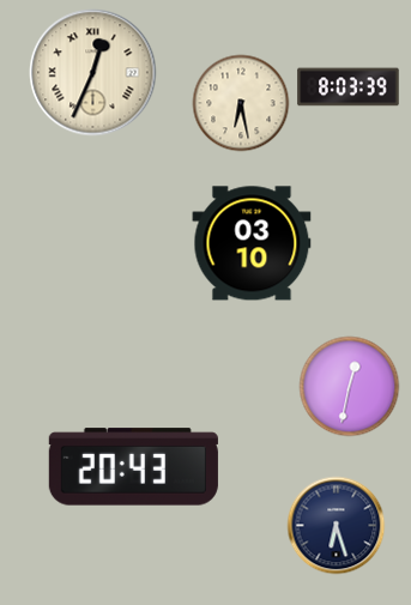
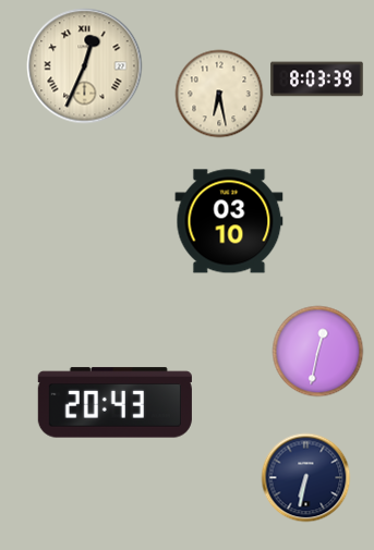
clock at (133, 467) position: (133, 467) -> (114, 403)
clock at (337, 526): 6:27 -> 6:32
